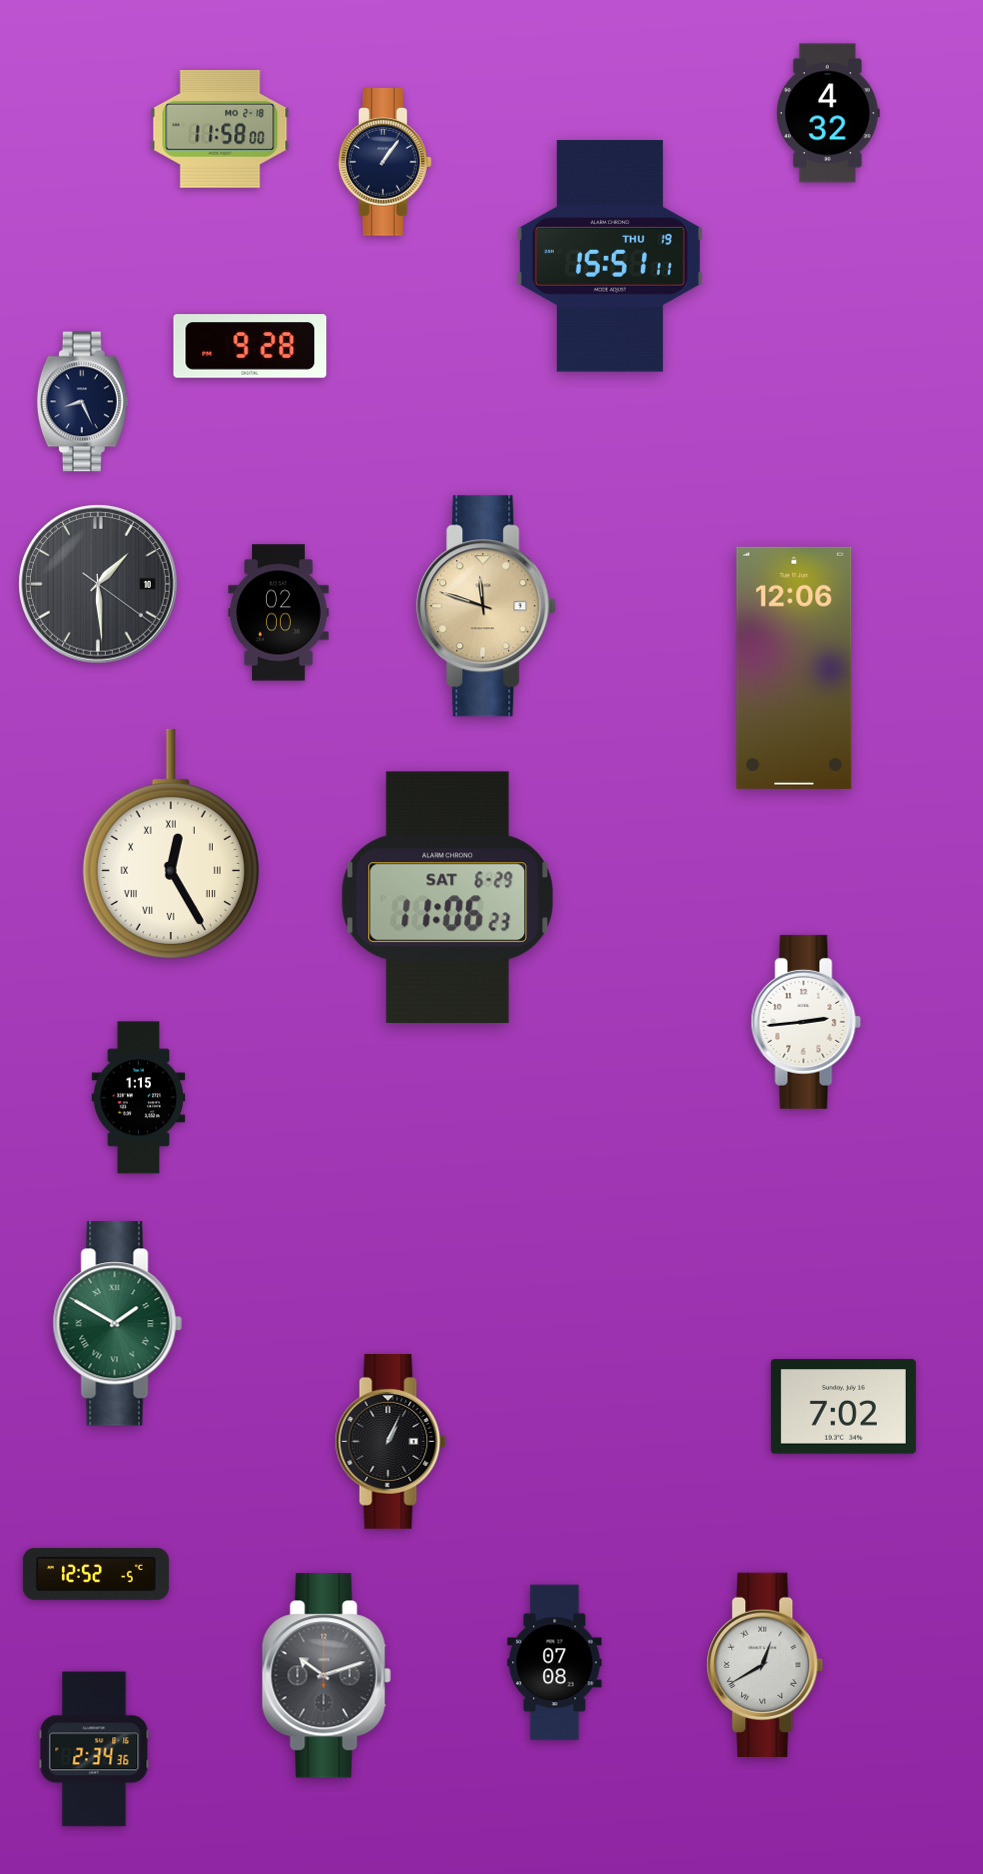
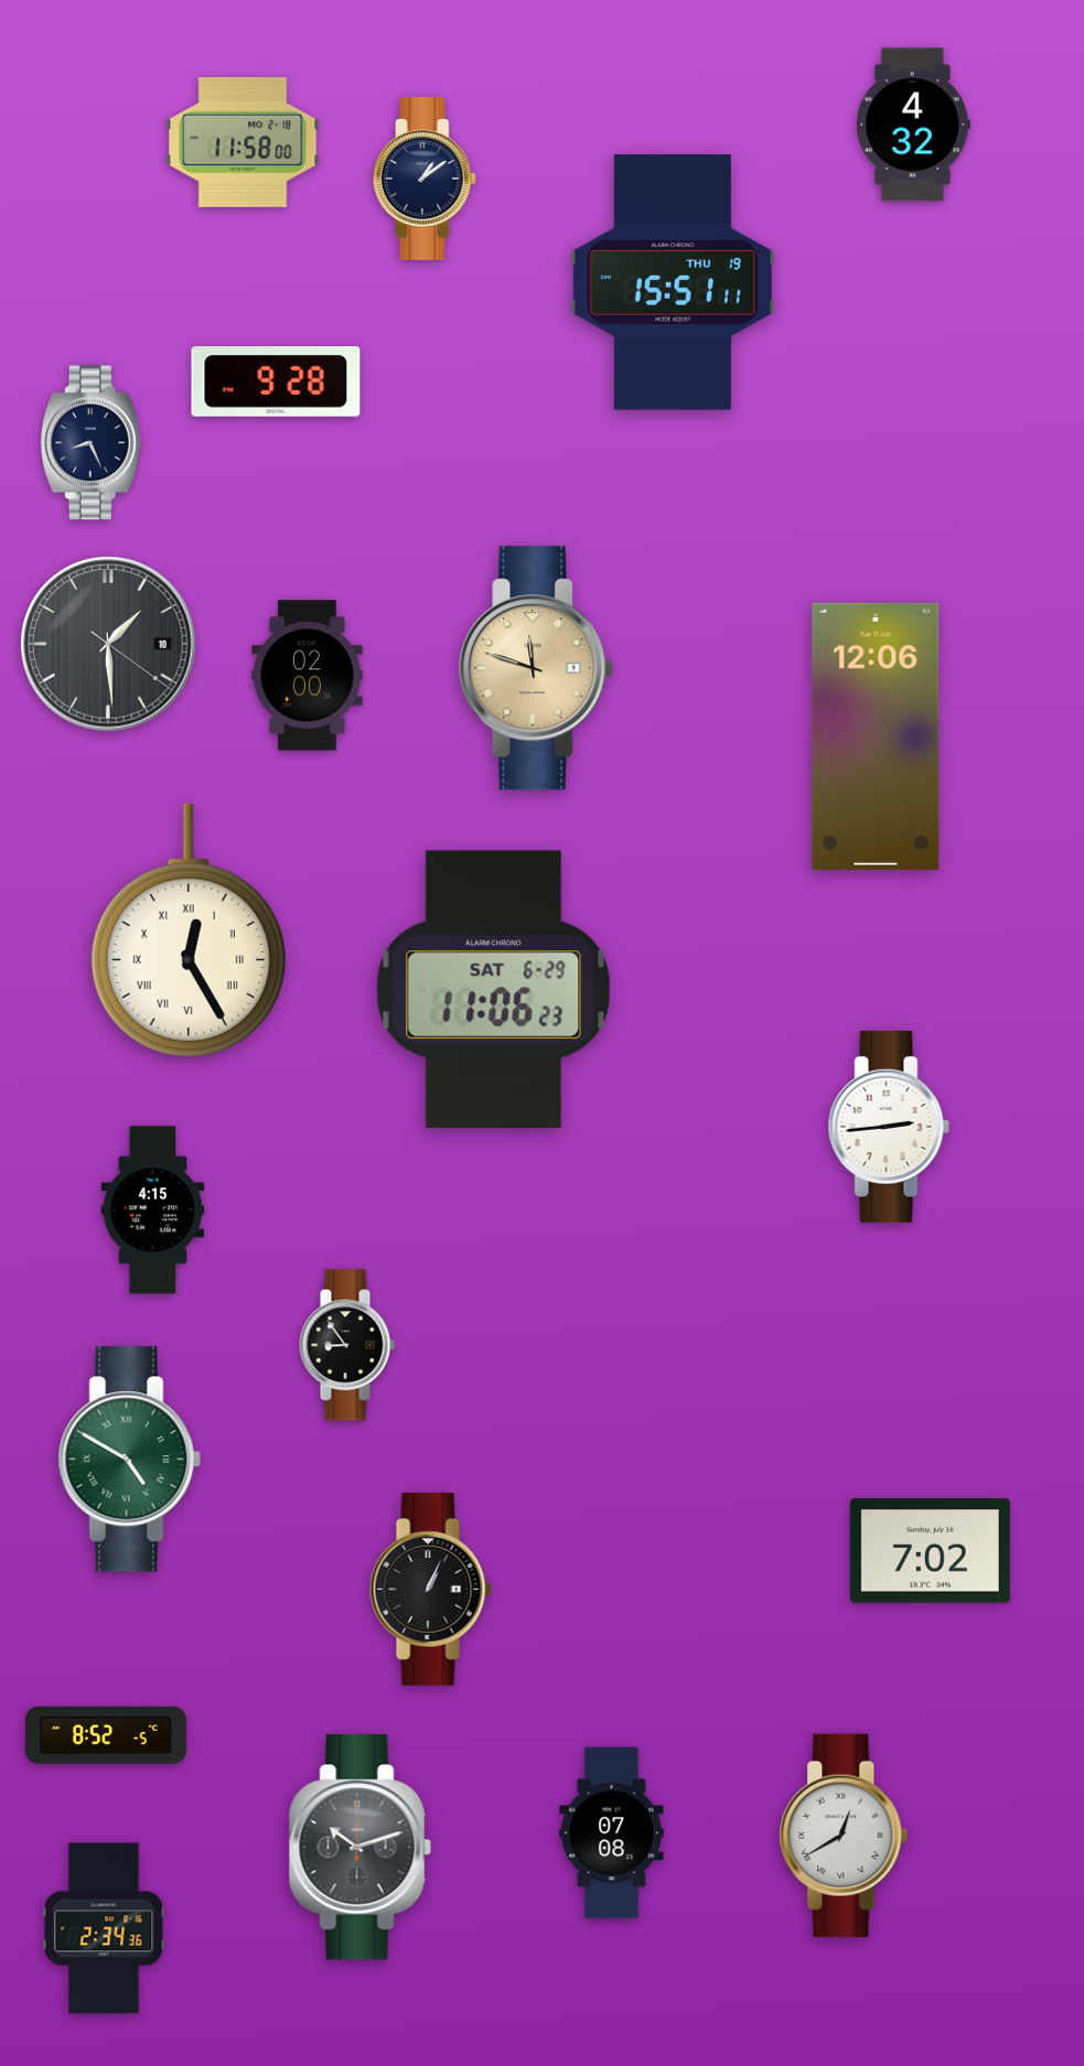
clock at (385, 162): 1:06 -> 1:09
clock at (139, 1098): 1:15 -> 4:15
clock at (347, 1345): none -> 8:54
clock at (117, 1324): 1:50 -> 4:50
clock at (96, 1574): 12:52 -> 8:52
